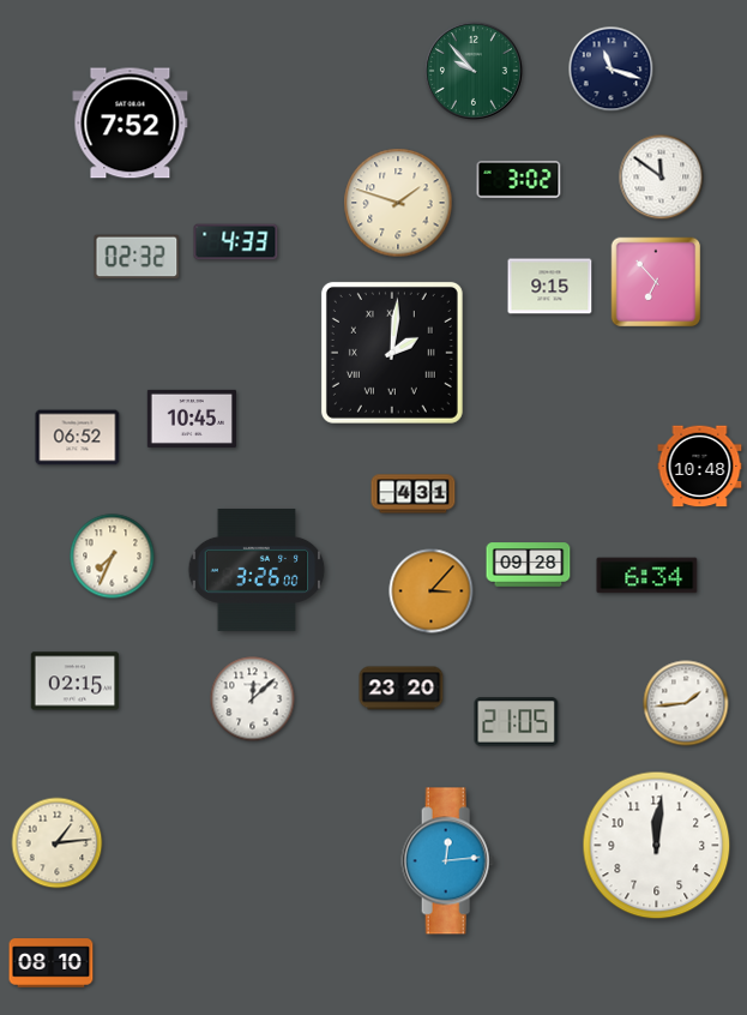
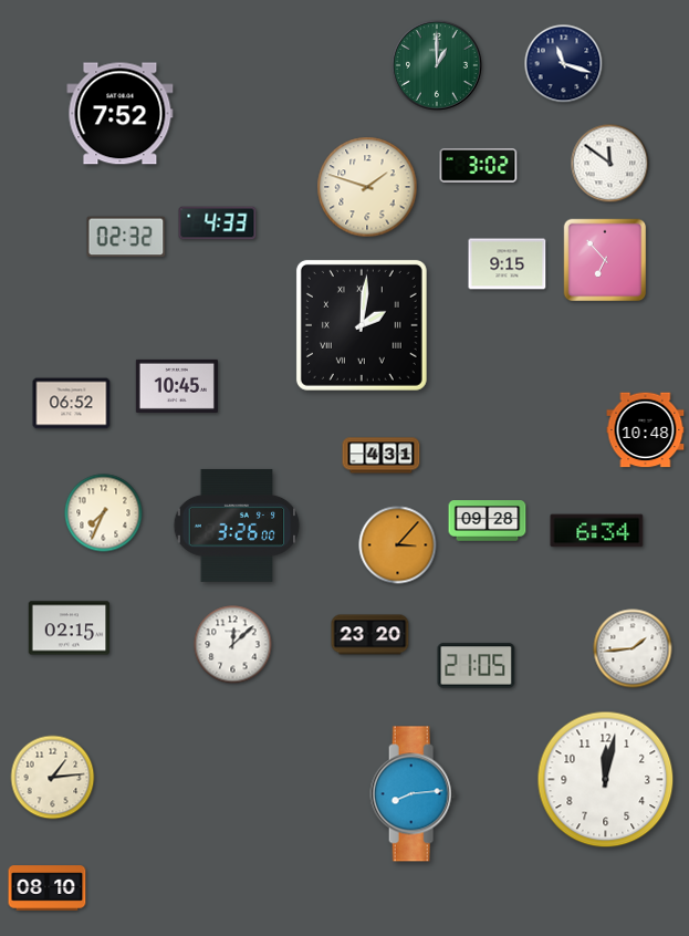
clock at (474, 71): 9:53 -> 1:00
clock at (657, 846): 12:01 -> 12:02
clock at (448, 861): 12:14 -> 8:14
